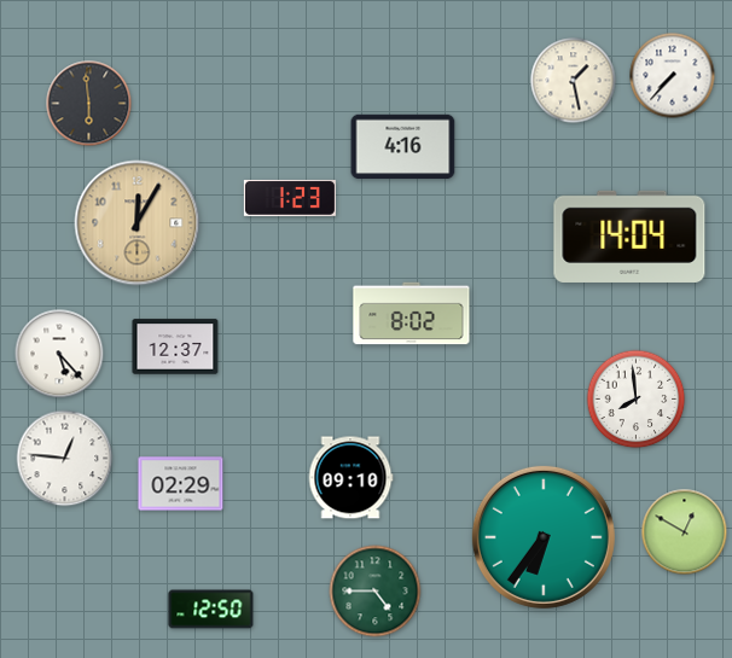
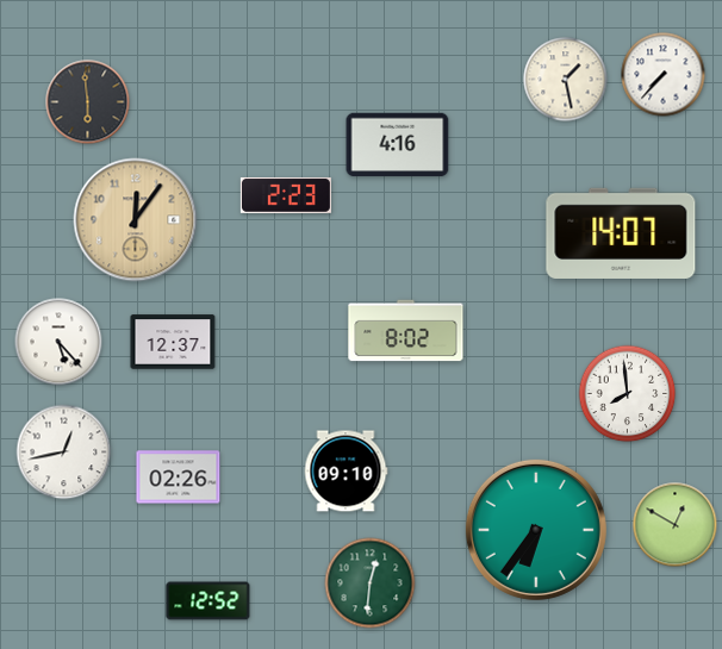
clock at (290, 198): 1:23 -> 2:23
clock at (138, 223): 12:05 -> 12:06
clock at (629, 237): 14:04 -> 14:07
clock at (412, 314) position: (412, 314) -> (406, 331)
clock at (59, 354) position: (59, 354) -> (58, 342)
clock at (65, 459): 12:46 -> 12:43
clock at (181, 484): 02:29 -> 02:26
clock at (376, 592): 4:45 -> 12:31
clock at (211, 610): 12:50 -> 12:52
